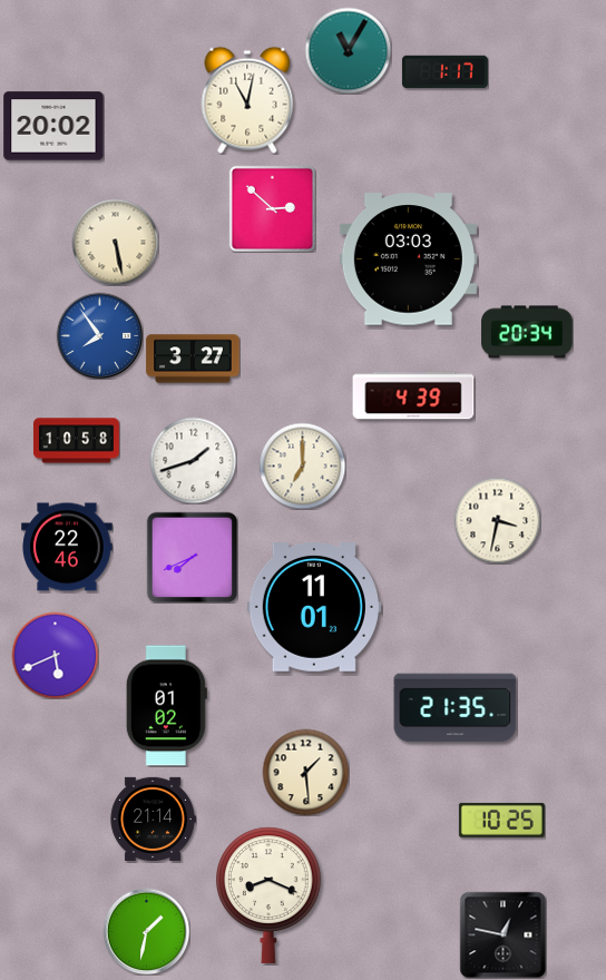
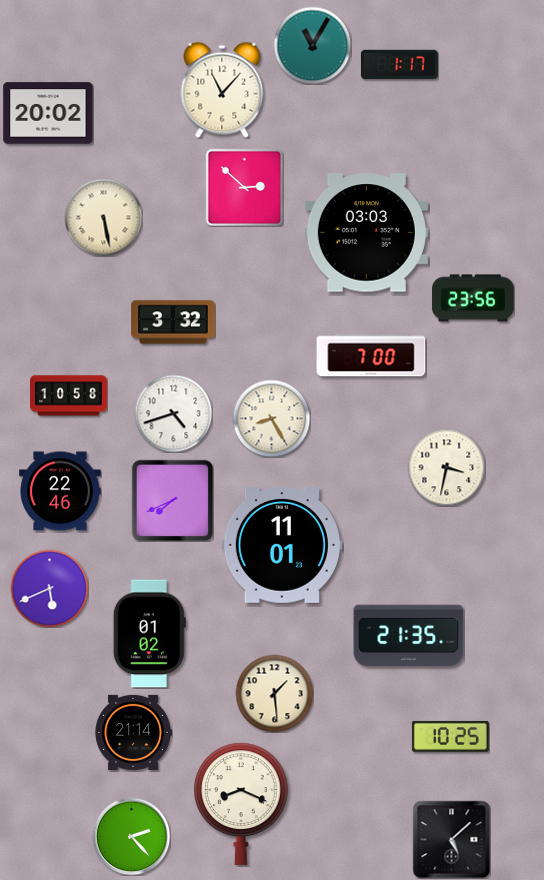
clock at (247, 100): 11:02 -> 11:07
clock at (527, 332): 20:34 -> 23:56
clock at (99, 335): 7:54 -> none
clock at (193, 359): 3:27 -> 3:32
clock at (413, 395): 4:39 -> 7:00
clock at (193, 460): 1:42 -> 4:42
clock at (302, 465): 7:00 -> 8:25
clock at (153, 819) position: (153, 819) -> (133, 732)
clock at (146, 931): 1:32 -> 2:23
clock at (502, 934): 12:47 -> 5:08
